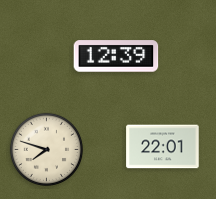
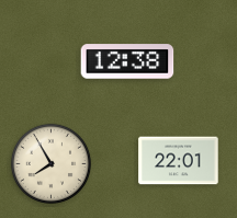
clock at (116, 56): 12:39 -> 12:38
clock at (46, 149): 7:48 -> 7:55
